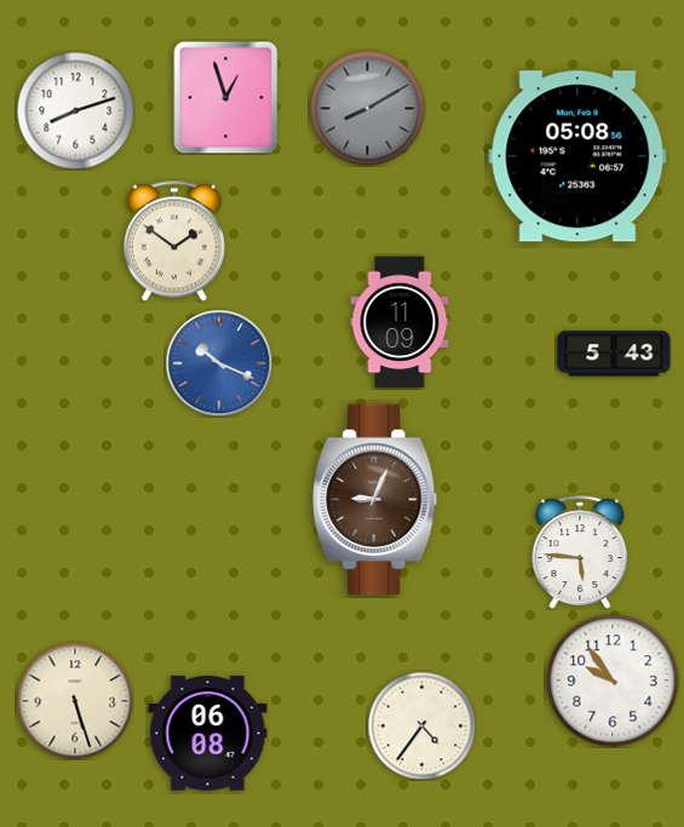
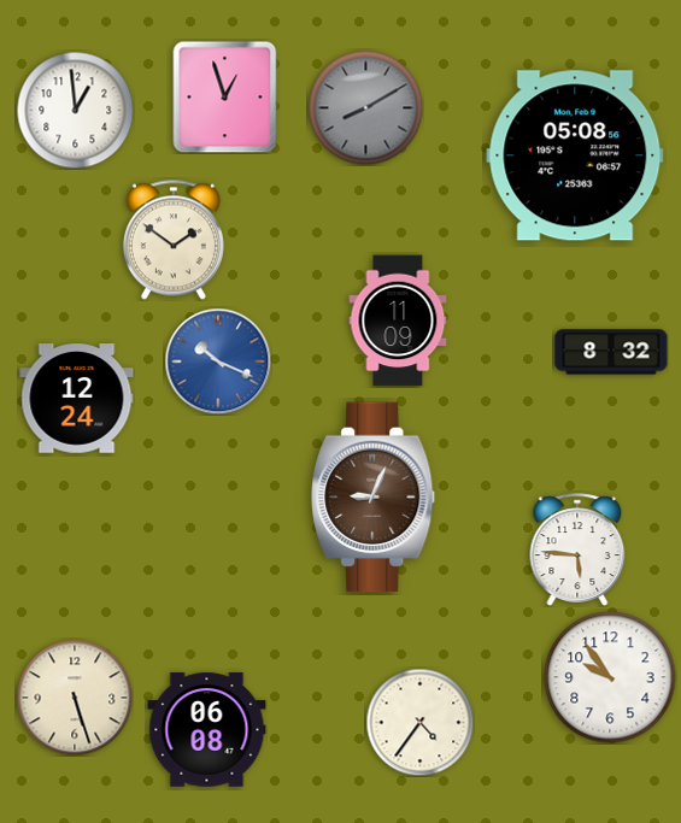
clock at (75, 110): 8:12 -> 12:59
clock at (614, 354): 5:43 -> 8:32
clock at (77, 399): none -> 12:24
